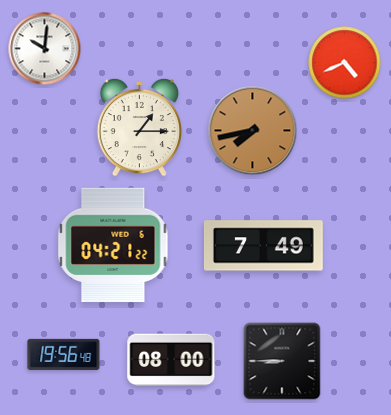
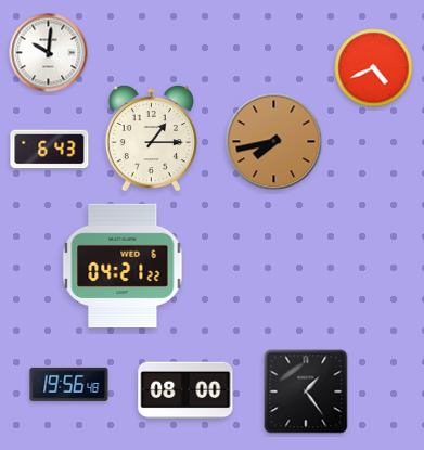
clock at (50, 150): none -> 6:43
clock at (263, 246): 7:49 -> none
clock at (282, 361): 8:45 -> 1:24
